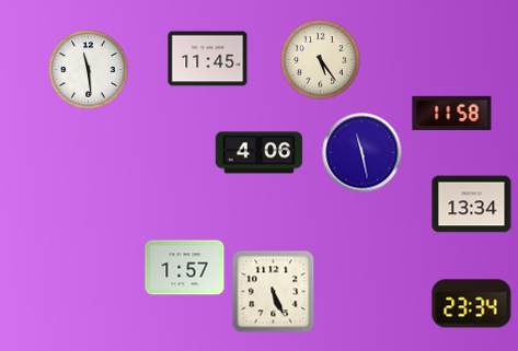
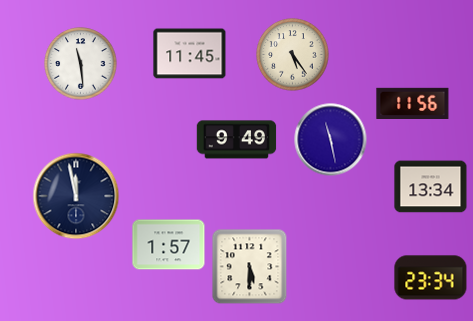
clock at (452, 113): 11:58 -> 11:56
clock at (260, 153): 4:06 -> 9:49
clock at (76, 196): none -> 11:58
clock at (274, 292): 5:26 -> 5:30
